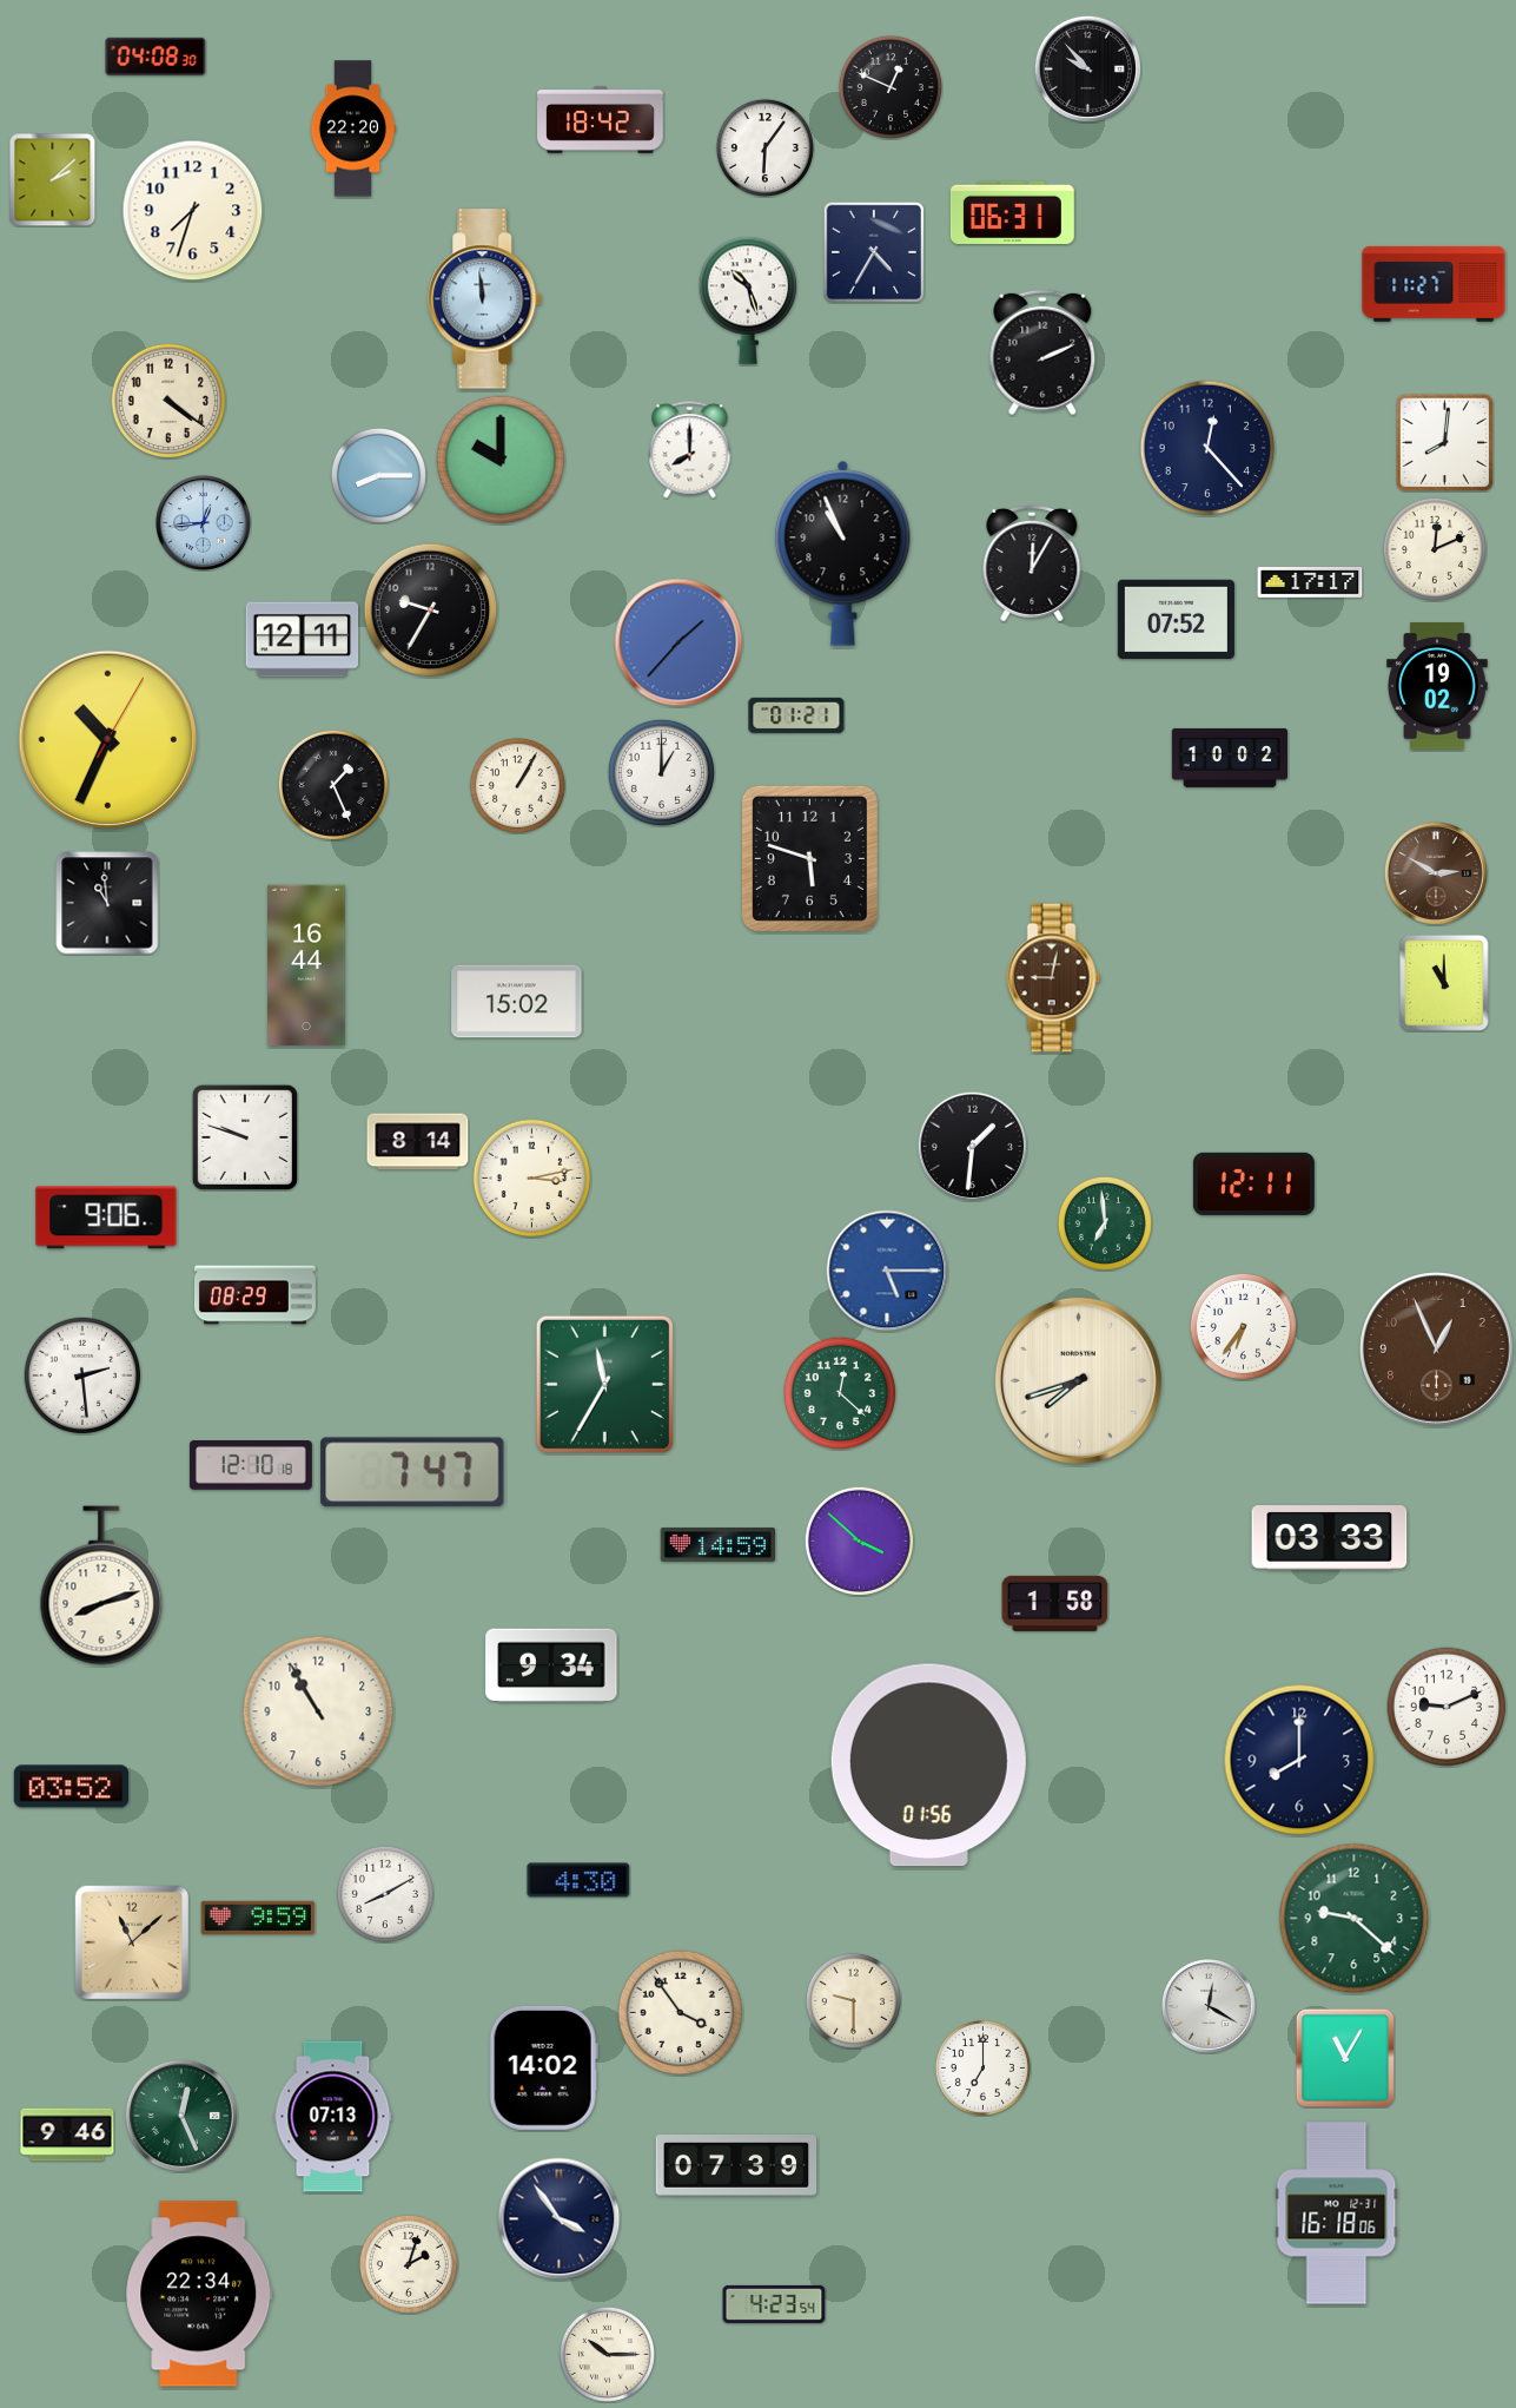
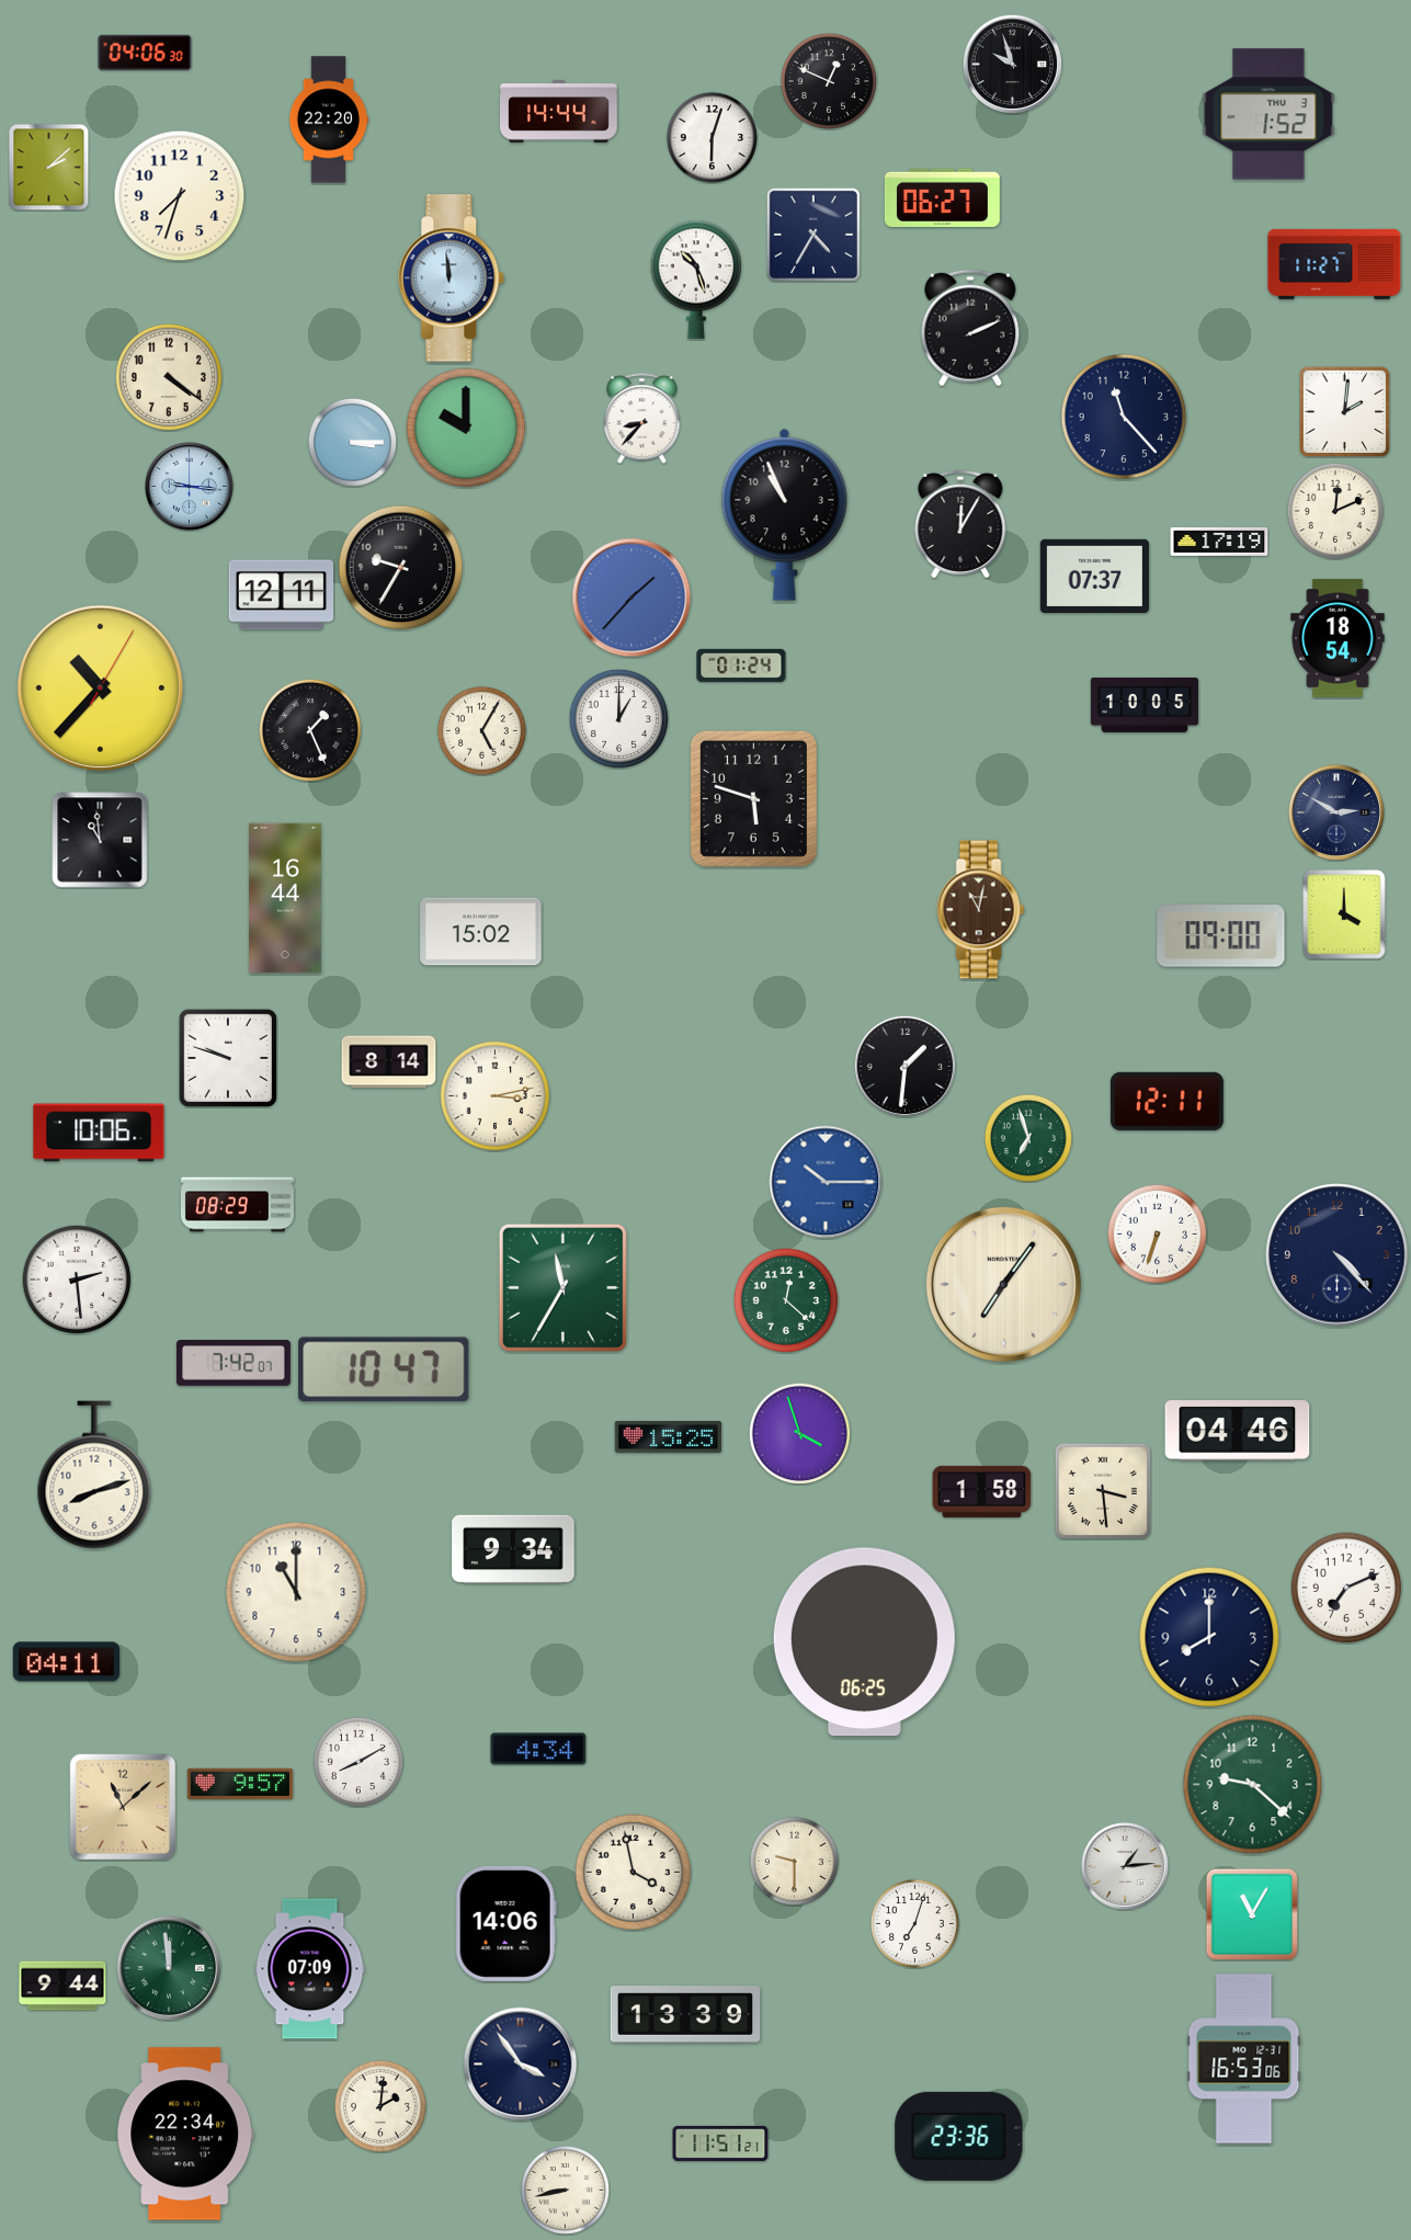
clock at (155, 57): 04:08 -> 04:06
clock at (1087, 68): 9:53 -> 9:57
clock at (601, 119): 18:42 -> 14:44
clock at (1268, 114): none -> 1:52
clock at (764, 147): 6:06 -> 6:03
clock at (1012, 212): 06:31 -> 06:27
clock at (168, 401) position: (168, 401) -> (169, 377)
clock at (1444, 442): 8:01 -> 2:01
clock at (1207, 448): 12:23 -> 11:23
clock at (690, 450): 8:00 -> 8:37
clock at (378, 475): 8:15 -> 3:15
clock at (204, 523): 12:44 -> 9:16
clock at (1310, 582): 17:17 -> 17:19
clock at (1176, 619): 07:52 -> 07:37
clock at (1437, 686): 19:02 -> 18:54
clock at (796, 715): 01:21 -> 01:24
clock at (107, 739): 10:34 -> 10:37
clock at (1229, 758): 10:02 -> 10:05
clock at (661, 772) position: (661, 772) -> (618, 718)
clock at (517, 785): 1:05 -> 5:05
clock at (1436, 873) dial: brown -> navy
clock at (1054, 978): 9:02 -> 11:02
clock at (1444, 983): 11:00 -> 4:00
clock at (1221, 936): none -> 09:00
clock at (106, 1218): 9:06 -> 10:06
clock at (1105, 1223): 6:59 -> 6:57
clock at (887, 1271): 5:15 -> 10:15
clock at (1243, 1326): 6:36 -> 6:33
clock at (1437, 1350): 12:56 -> 4:23
clock at (1437, 1350) dial: brown -> navy
clock at (1078, 1380): 7:42 -> 7:06
clock at (839, 1392) position: (839, 1392) -> (785, 1299)
clock at (251, 1466): 12:10 -> 7:42
clock at (412, 1472): 7:47 -> 10:47
clock at (1330, 1538): 03:33 -> 04:46
clock at (859, 1541): 3:52 -> 3:57
clock at (717, 1544): 14:59 -> 15:25
clock at (1103, 1491): none -> 3:29
clock at (1447, 1707): 9:11 -> 7:11
clock at (318, 1711): 10:55 -> 11:00
clock at (928, 1766): 01:56 -> 06:25
clock at (71, 1787): 03:52 -> 04:11
clock at (578, 1880): 4:30 -> 4:34
clock at (258, 1918): 9:59 -> 9:57
clock at (1355, 1919) position: (1355, 1919) -> (1253, 1785)
clock at (1210, 2007): 12:20 -> 1:14
clock at (681, 2013): 3:54 -> 3:58
clock at (543, 2067): 14:02 -> 14:06
clock at (982, 2067): 7:00 -> 7:03
clock at (181, 2116): 12:26 -> 11:59
clock at (333, 2117): 07:13 -> 07:09
clock at (67, 2135): 9:46 -> 9:44
clock at (736, 2165): 07:39 -> 13:39
clock at (1337, 2214): 16:18 -> 16:53
clock at (409, 2264): 2:03 -> 2:01
clock at (959, 2136): none -> 23:36
clock at (774, 2304): 4:23 -> 11:51
clock at (607, 2354): 10:15 -> 8:43
